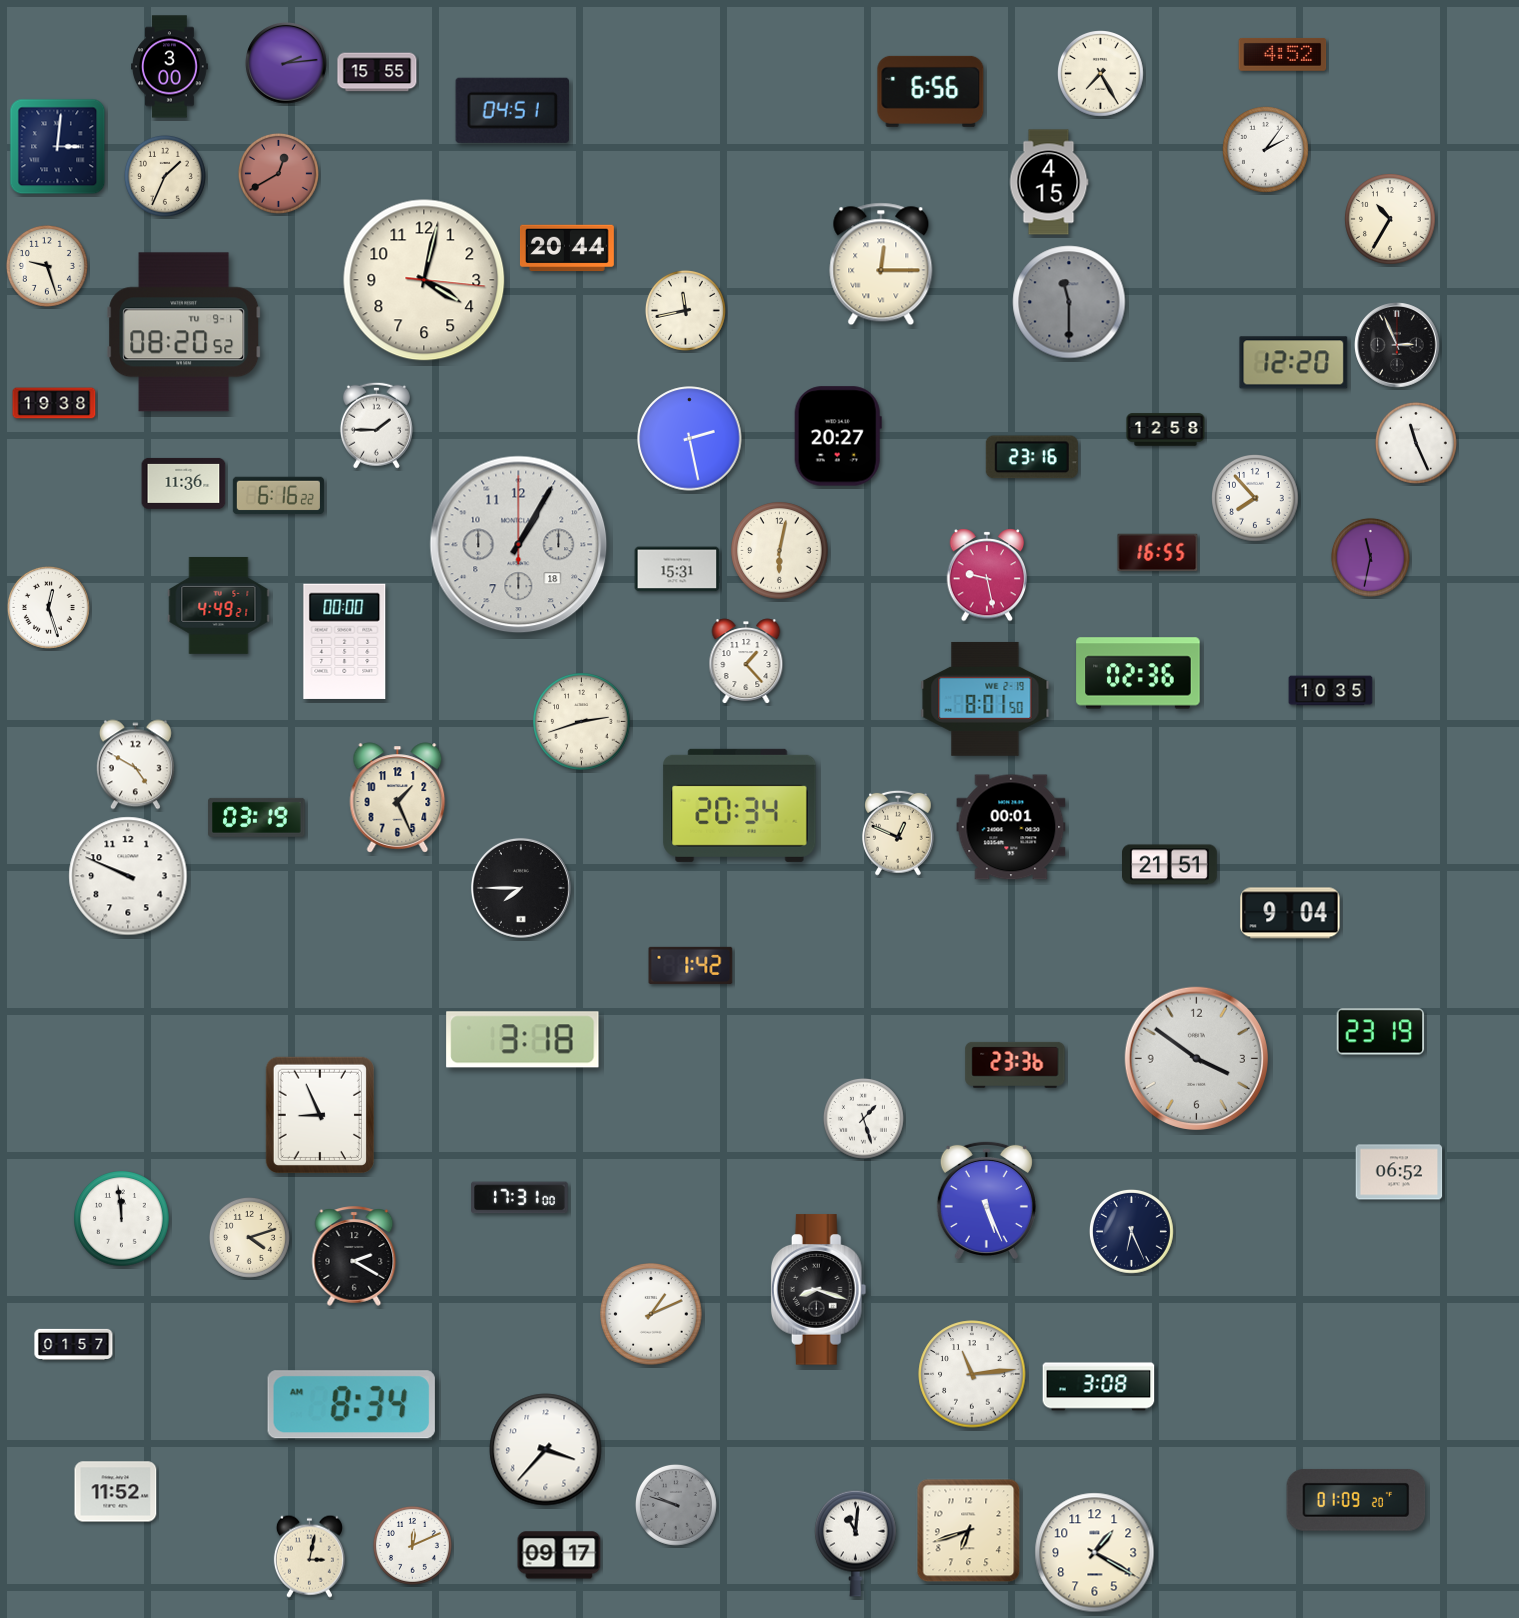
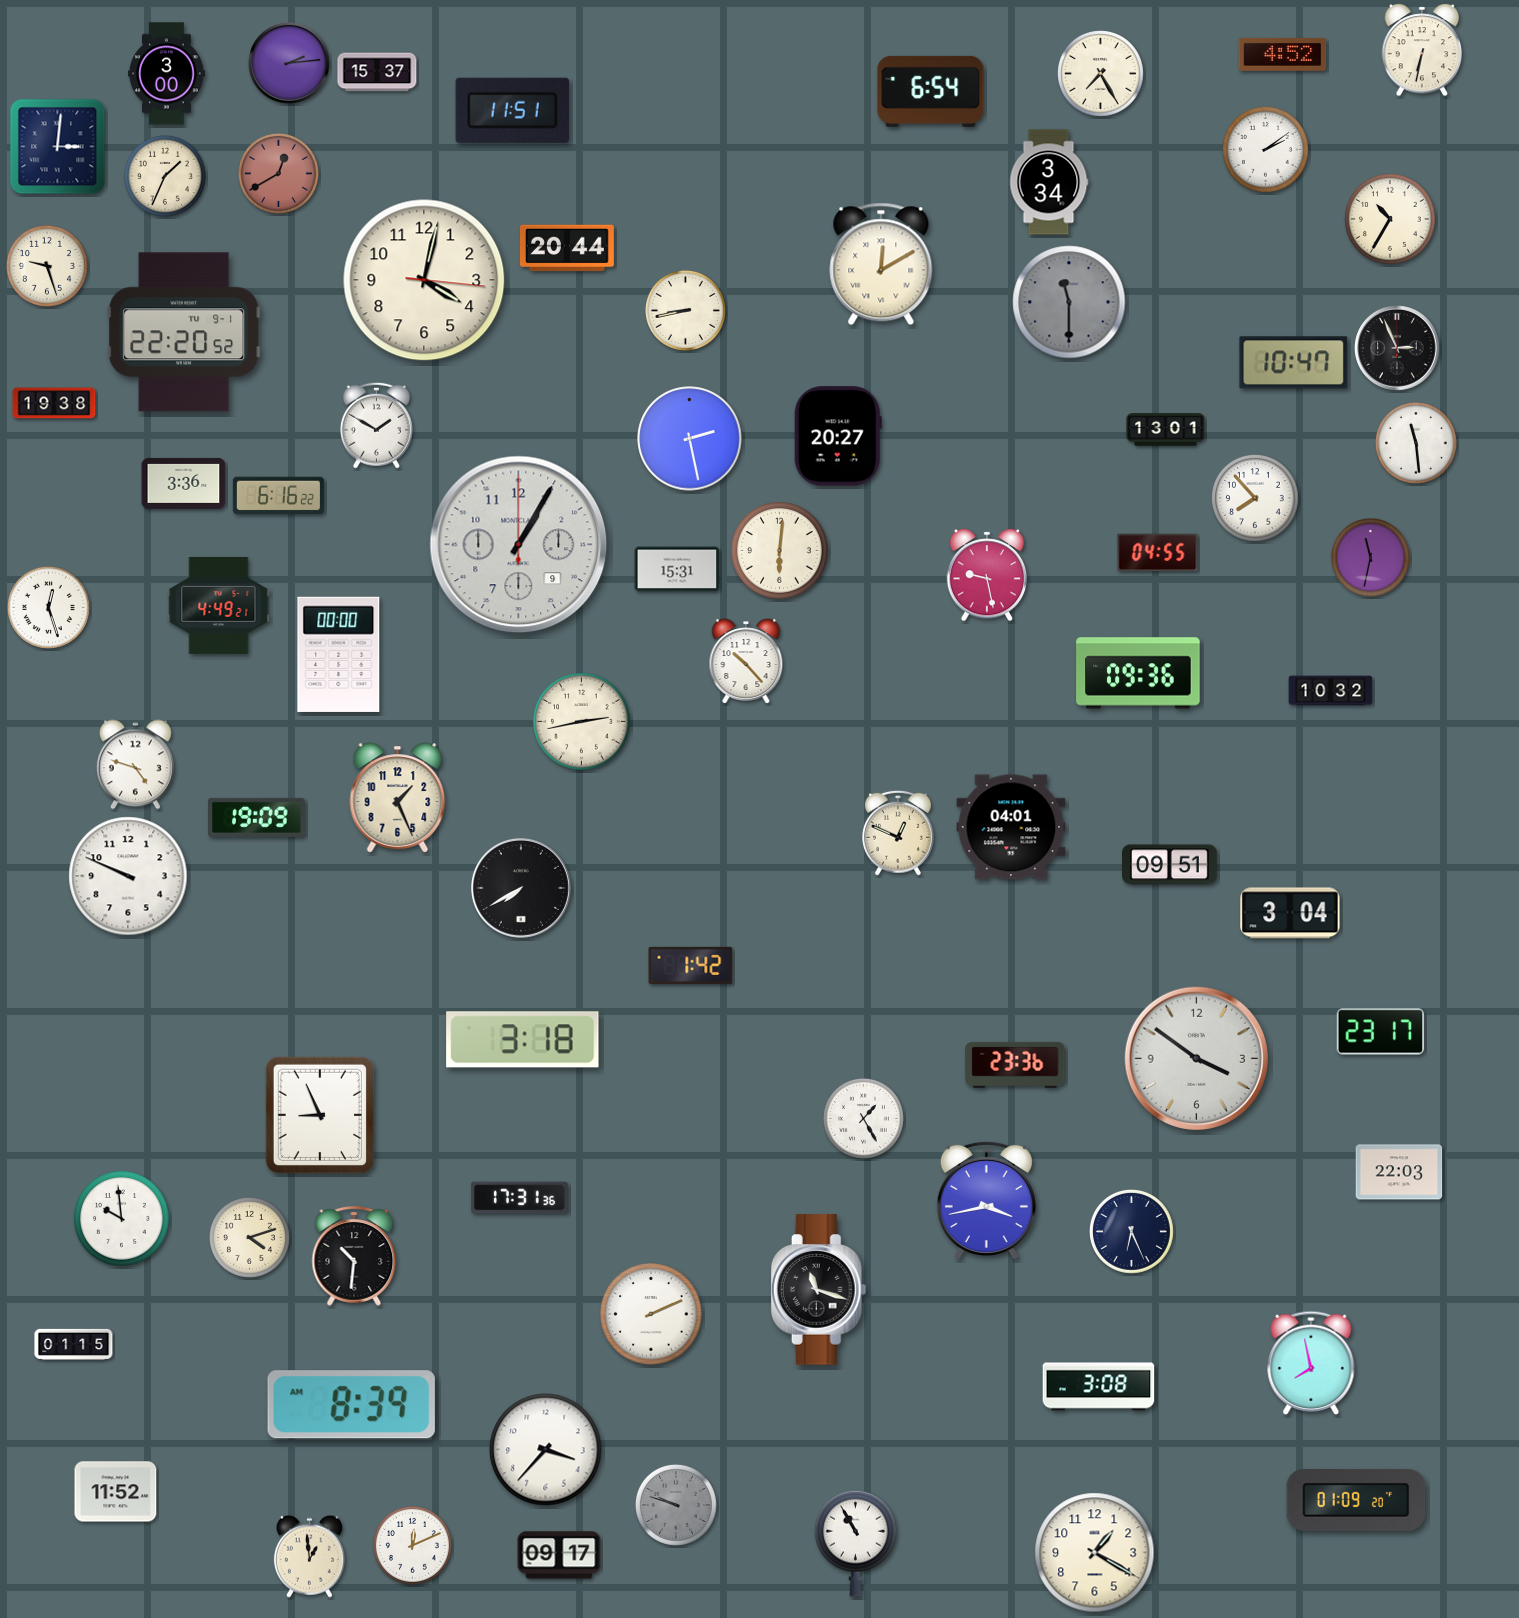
clock at (1422, 50): none -> 6:32
clock at (286, 63) position: (286, 63) -> (289, 63)
clock at (170, 67) position: (170, 67) -> (167, 74)
clock at (377, 72): 15:55 -> 15:37
clock at (931, 91): 6:56 -> 6:54
clock at (512, 110): 04:51 -> 11:51
clock at (1266, 150): 2:06 -> 2:09
clock at (1049, 182): 4:15 -> 3:34
clock at (881, 264): 12:15 -> 12:10
clock at (685, 310): 11:43 -> 8:43
clock at (184, 332): 08:20 -> 22:20
clock at (1397, 345) position: (1397, 345) -> (1397, 348)
clock at (1294, 363): 12:20 -> 10:47
clock at (376, 425): 1:45 -> 1:50
clock at (1166, 430): 12:58 -> 13:01
clock at (1416, 443): 11:26 -> 11:29
clock at (1032, 457): 23:16 -> none
clock at (184, 483): 11:36 -> 3:36
clock at (519, 545) date: 18 -> 9
clock at (780, 551): 6:02 -> 6:01
clock at (1158, 553): 16:55 -> 04:55
clock at (345, 641) position: (345, 641) -> (339, 654)
clock at (746, 661): 1:23 -> 10:23
clock at (1138, 673): 02:36 -> 09:36
clock at (1331, 691): 10:35 -> 10:32
clock at (985, 699): 8:01 -> none
clock at (582, 722): 2:42 -> 2:43
clock at (135, 765): 4:50 -> 4:48
clock at (740, 805): 20:34 -> none
clock at (257, 817): 03:19 -> 19:09
clock at (1011, 827): 00:01 -> 04:01
clock at (1170, 865): 21:51 -> 09:51
clock at (521, 888): 7:45 -> 7:40
clock at (1290, 913): 9:04 -> 3:04
clock at (1381, 1032): 23:19 -> 23:17
clock at (863, 1118): 1:27 -> 1:25
clock at (1399, 1172): 06:52 -> 22:03
clock at (520, 1198): 17:31:00 -> 17:31:36
clock at (986, 1199): 5:26 -> 3:43
clock at (122, 1219): 11:59 -> 9:59
clock at (354, 1256): 2:20 -> 10:31
clock at (819, 1290): 8:18 -> 11:18
clock at (651, 1314): 1:11 -> 2:11
clock at (74, 1344): 01:57 -> 01:15
clock at (1311, 1363): none -> 7:58
clock at (972, 1374): 11:14 -> none
clock at (351, 1405): 8:34 -> 8:39
clock at (969, 1531): 6:42 -> none
clock at (856, 1543): 11:01 -> 10:55
clock at (309, 1556): 3:02 -> 12:59
